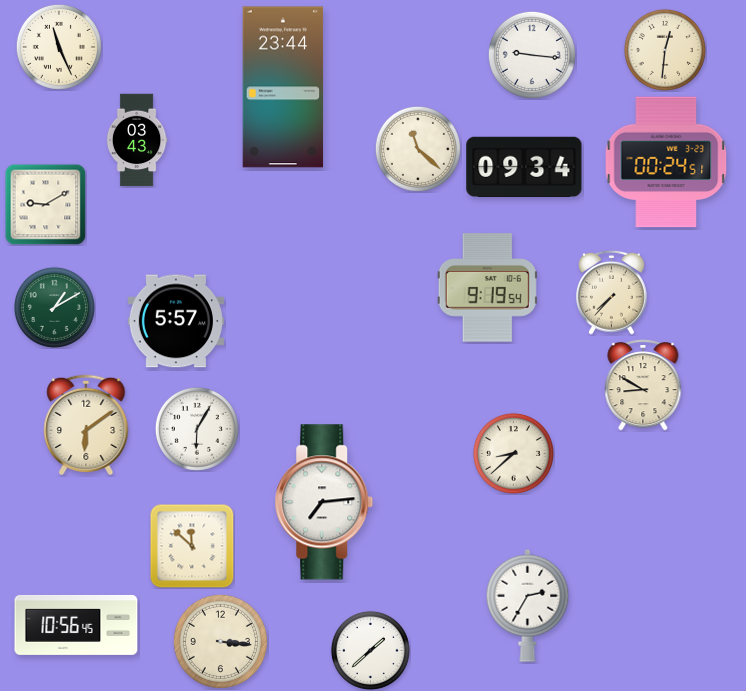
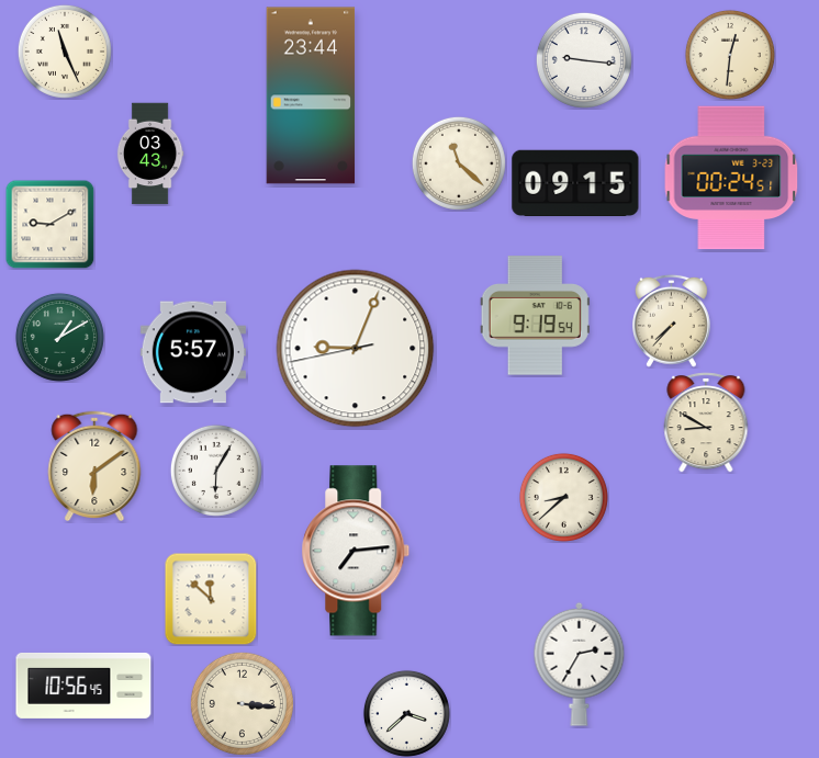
clock at (524, 166): 09:34 -> 09:15
clock at (356, 349): none -> 9:03
clock at (370, 650): 1:38 -> 3:38
